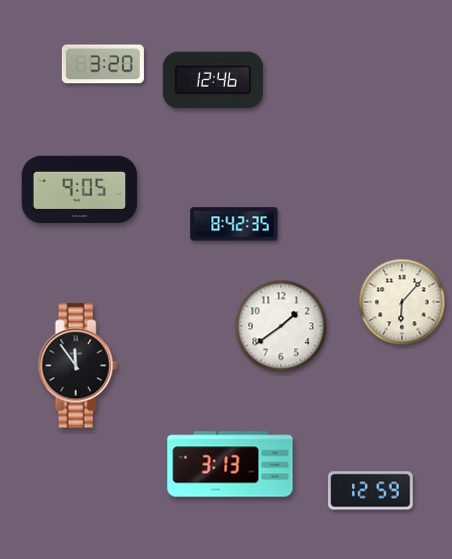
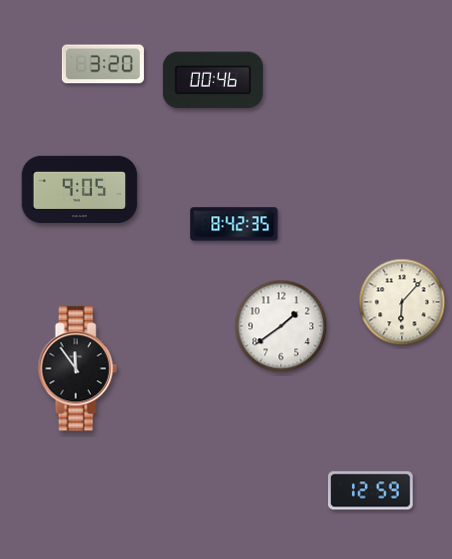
clock at (213, 80): 12:46 -> 00:46
clock at (77, 366) position: (77, 366) -> (77, 369)
clock at (230, 464): 3:13 -> none
